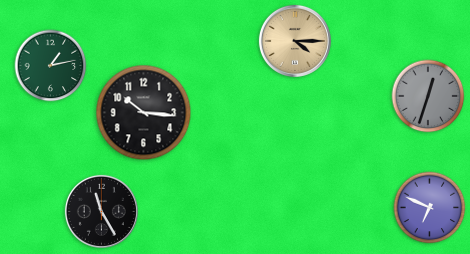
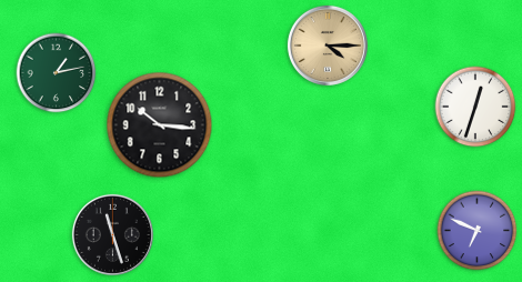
clock at (428, 96) dial: grey -> white
clock at (101, 211): 11:25 -> 11:27
